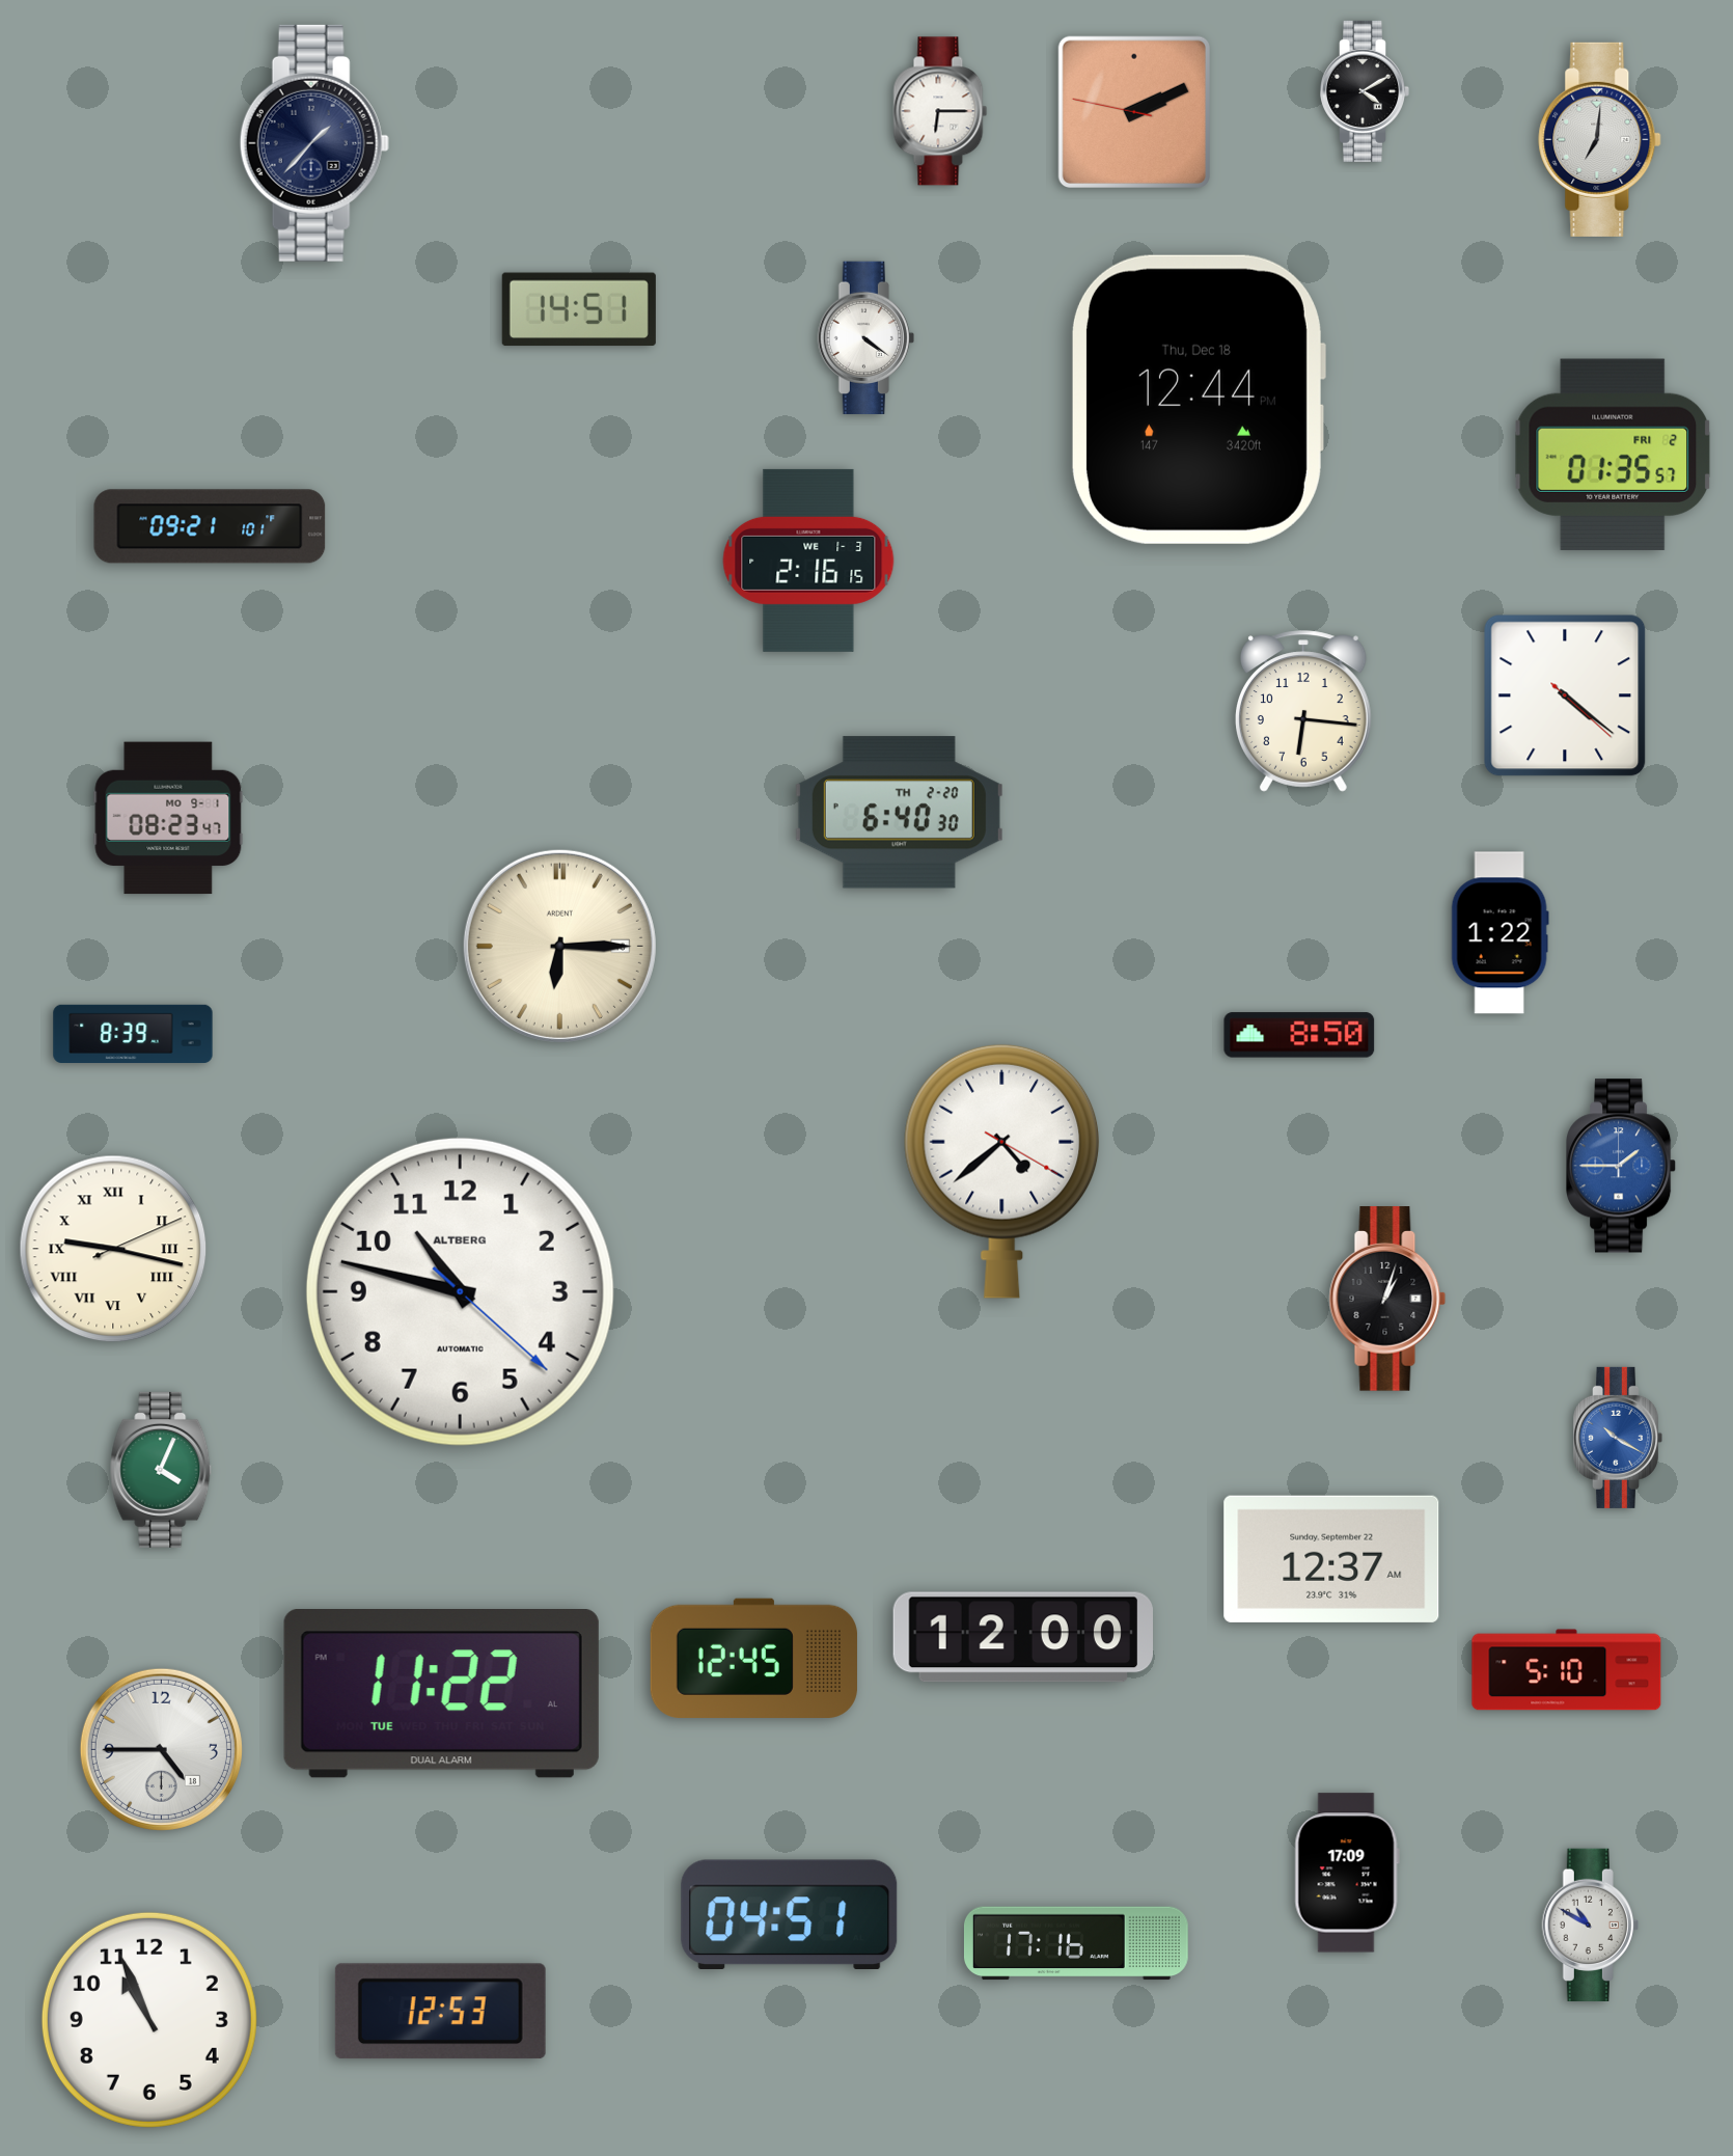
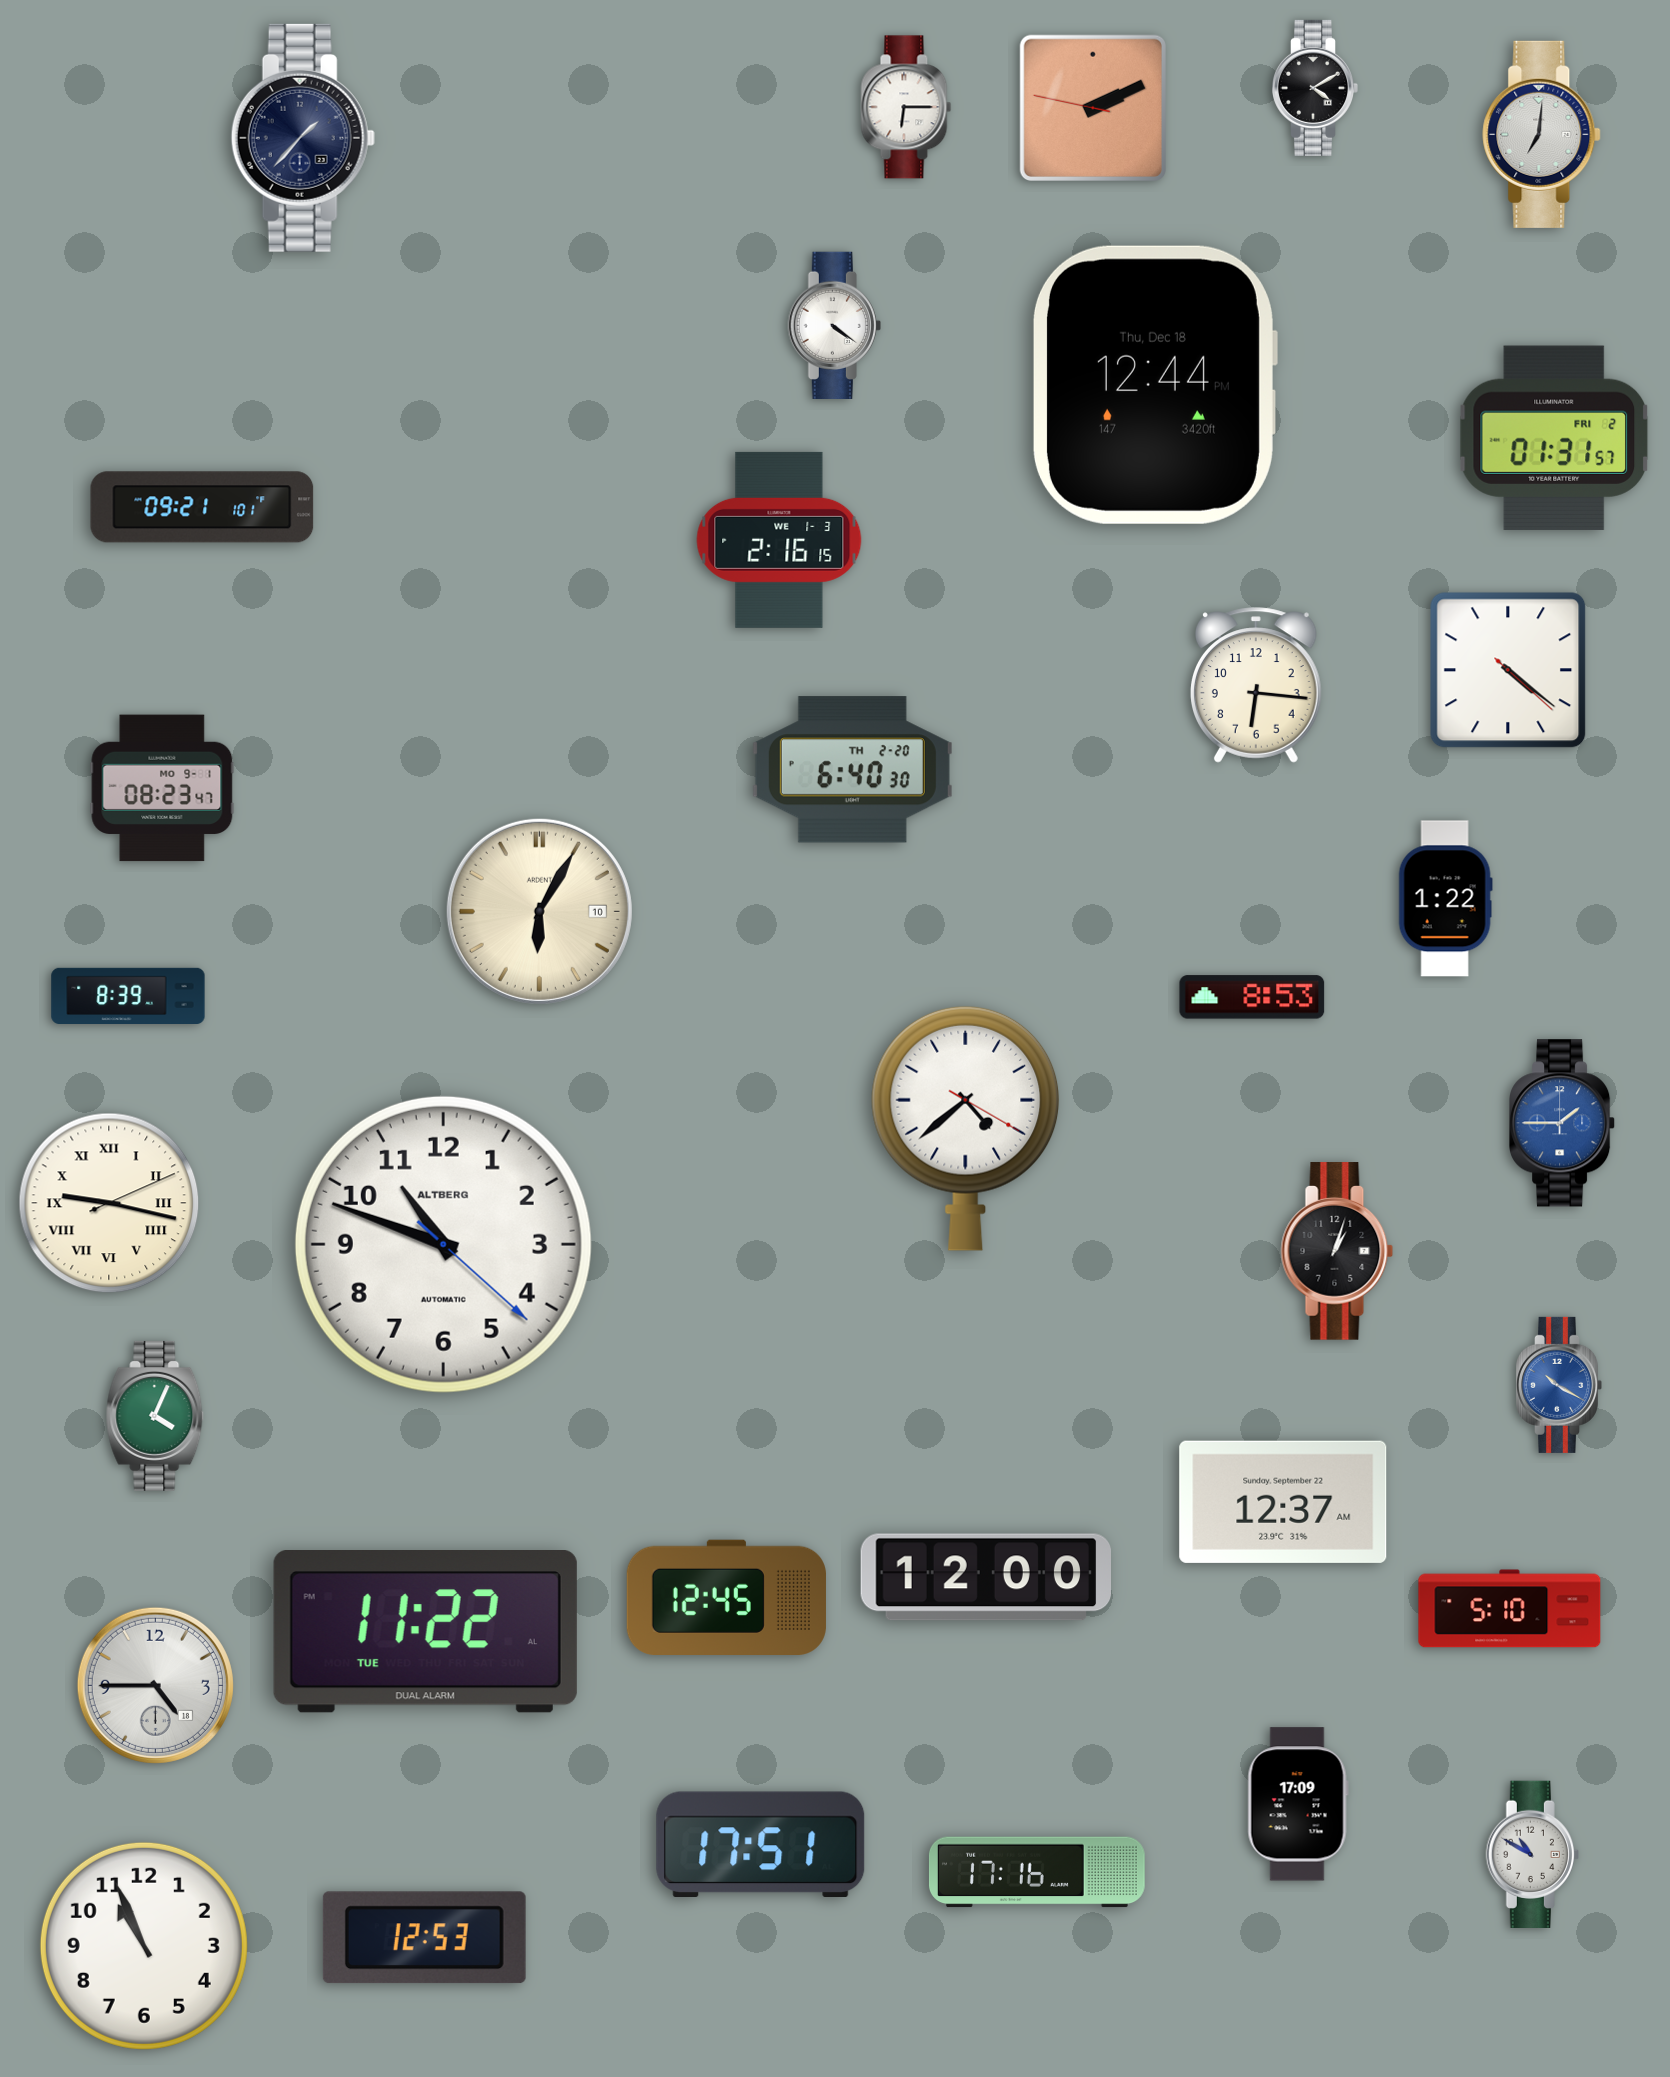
clock at (579, 309): 14:51 -> none
clock at (1613, 455): 01:35 -> 01:31
clock at (899, 813) position: (899, 813) -> (852, 770)
clock at (559, 946): 6:15 -> 6:05
clock at (1299, 1035): 8:50 -> 8:53
clock at (460, 1291): 10:47 -> 10:48
clock at (790, 1914): 04:51 -> 17:51
